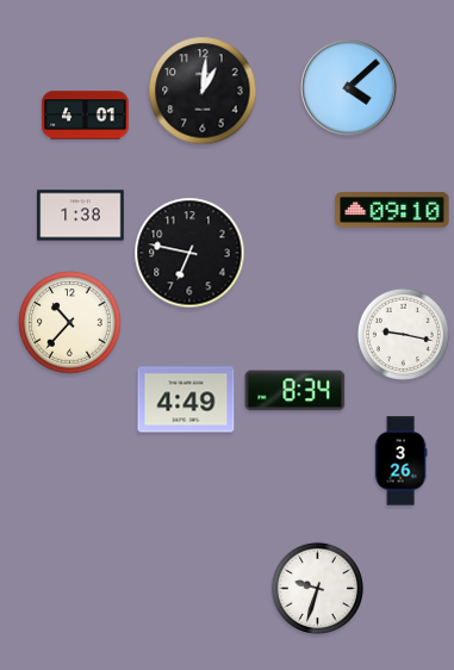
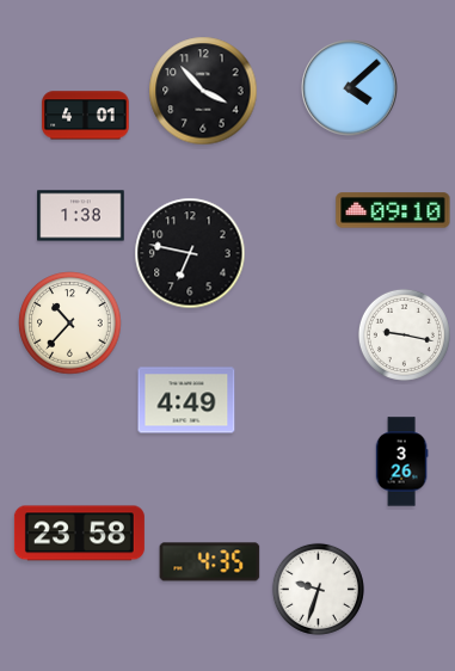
clock at (203, 91): 1:01 -> 3:53
clock at (296, 391): 8:34 -> none
clock at (79, 534): none -> 23:58
clock at (210, 562): none -> 4:35
